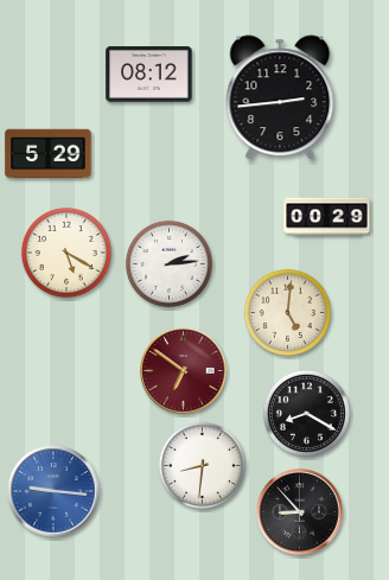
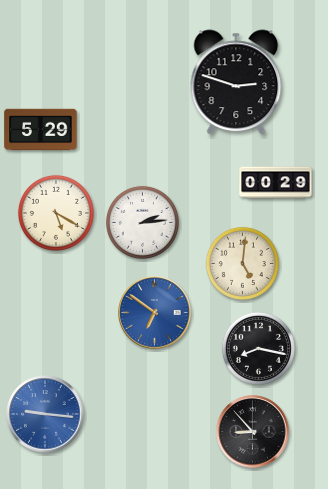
clock at (149, 75): 08:12 -> none
clock at (280, 97): 2:44 -> 2:48
clock at (184, 371) dial: burgundy -> blue
clock at (306, 413): 8:20 -> 8:17
clock at (202, 465): 8:31 -> none
